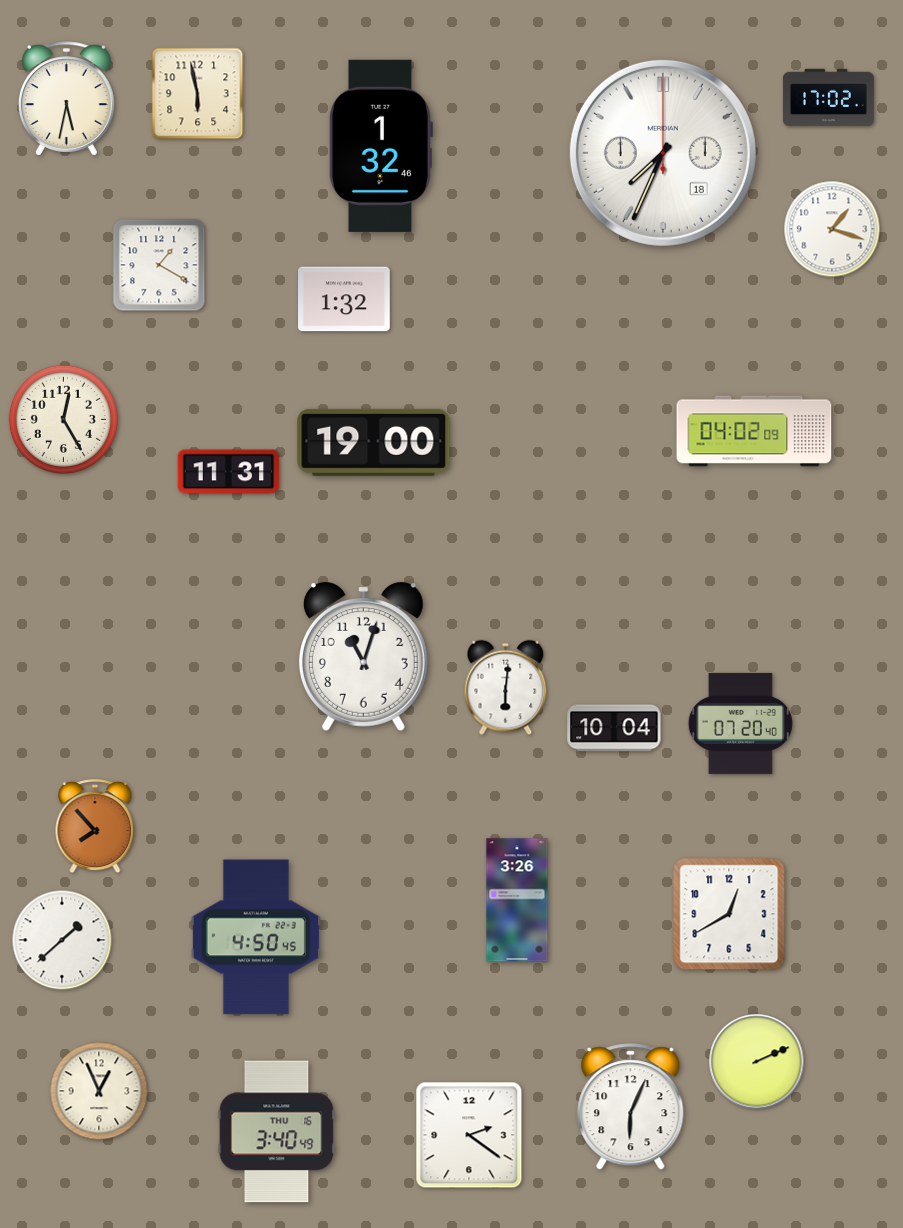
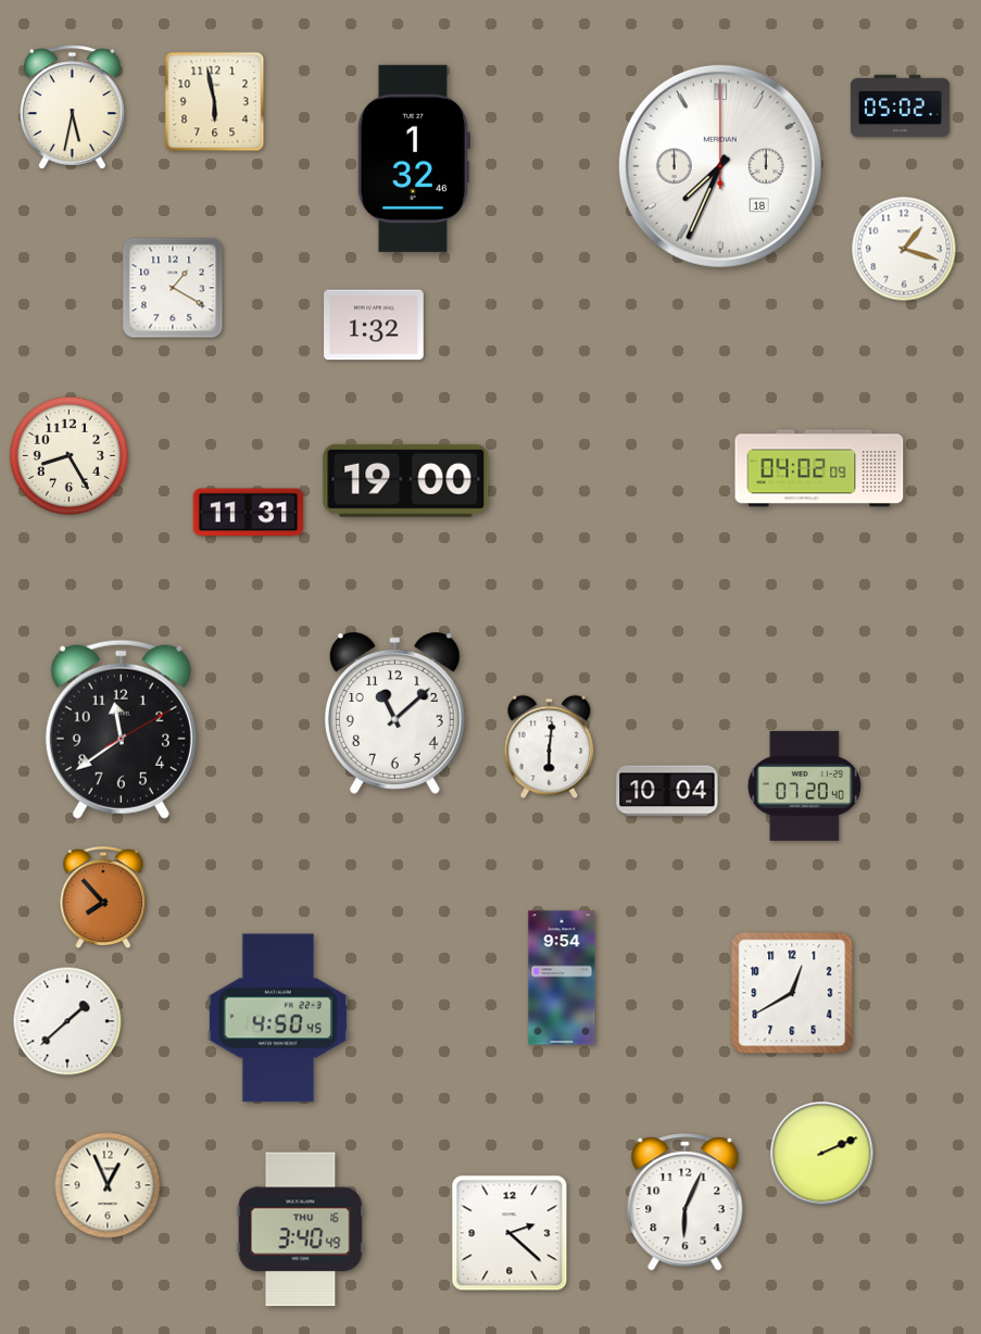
clock at (829, 98): 17:02 -> 05:02
clock at (63, 419): 12:25 -> 8:25
clock at (363, 656): 11:03 -> 11:08
clock at (121, 729): none -> 11:39
clock at (517, 900): 3:26 -> 9:54
clock at (469, 1135): 2:21 -> 2:22
